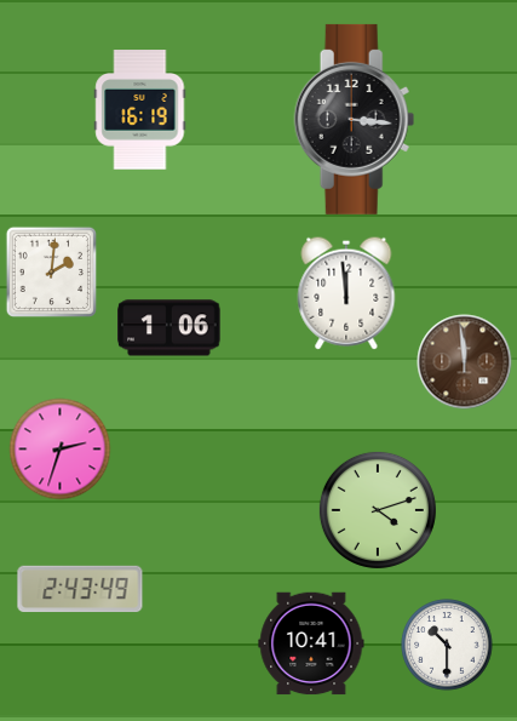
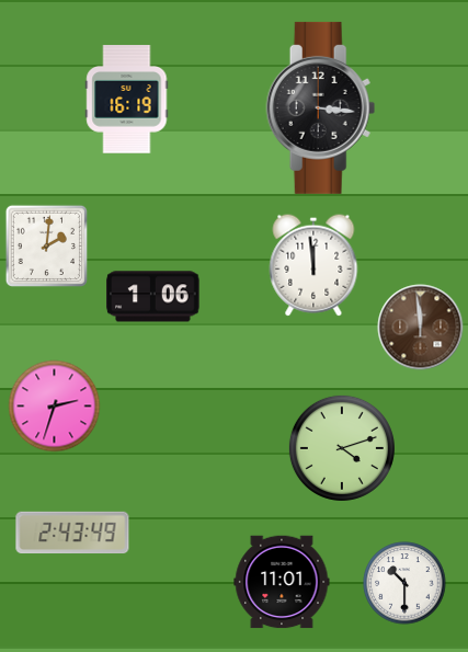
clock at (378, 510) position: (378, 510) -> (342, 448)
clock at (311, 643): 10:41 -> 11:01
